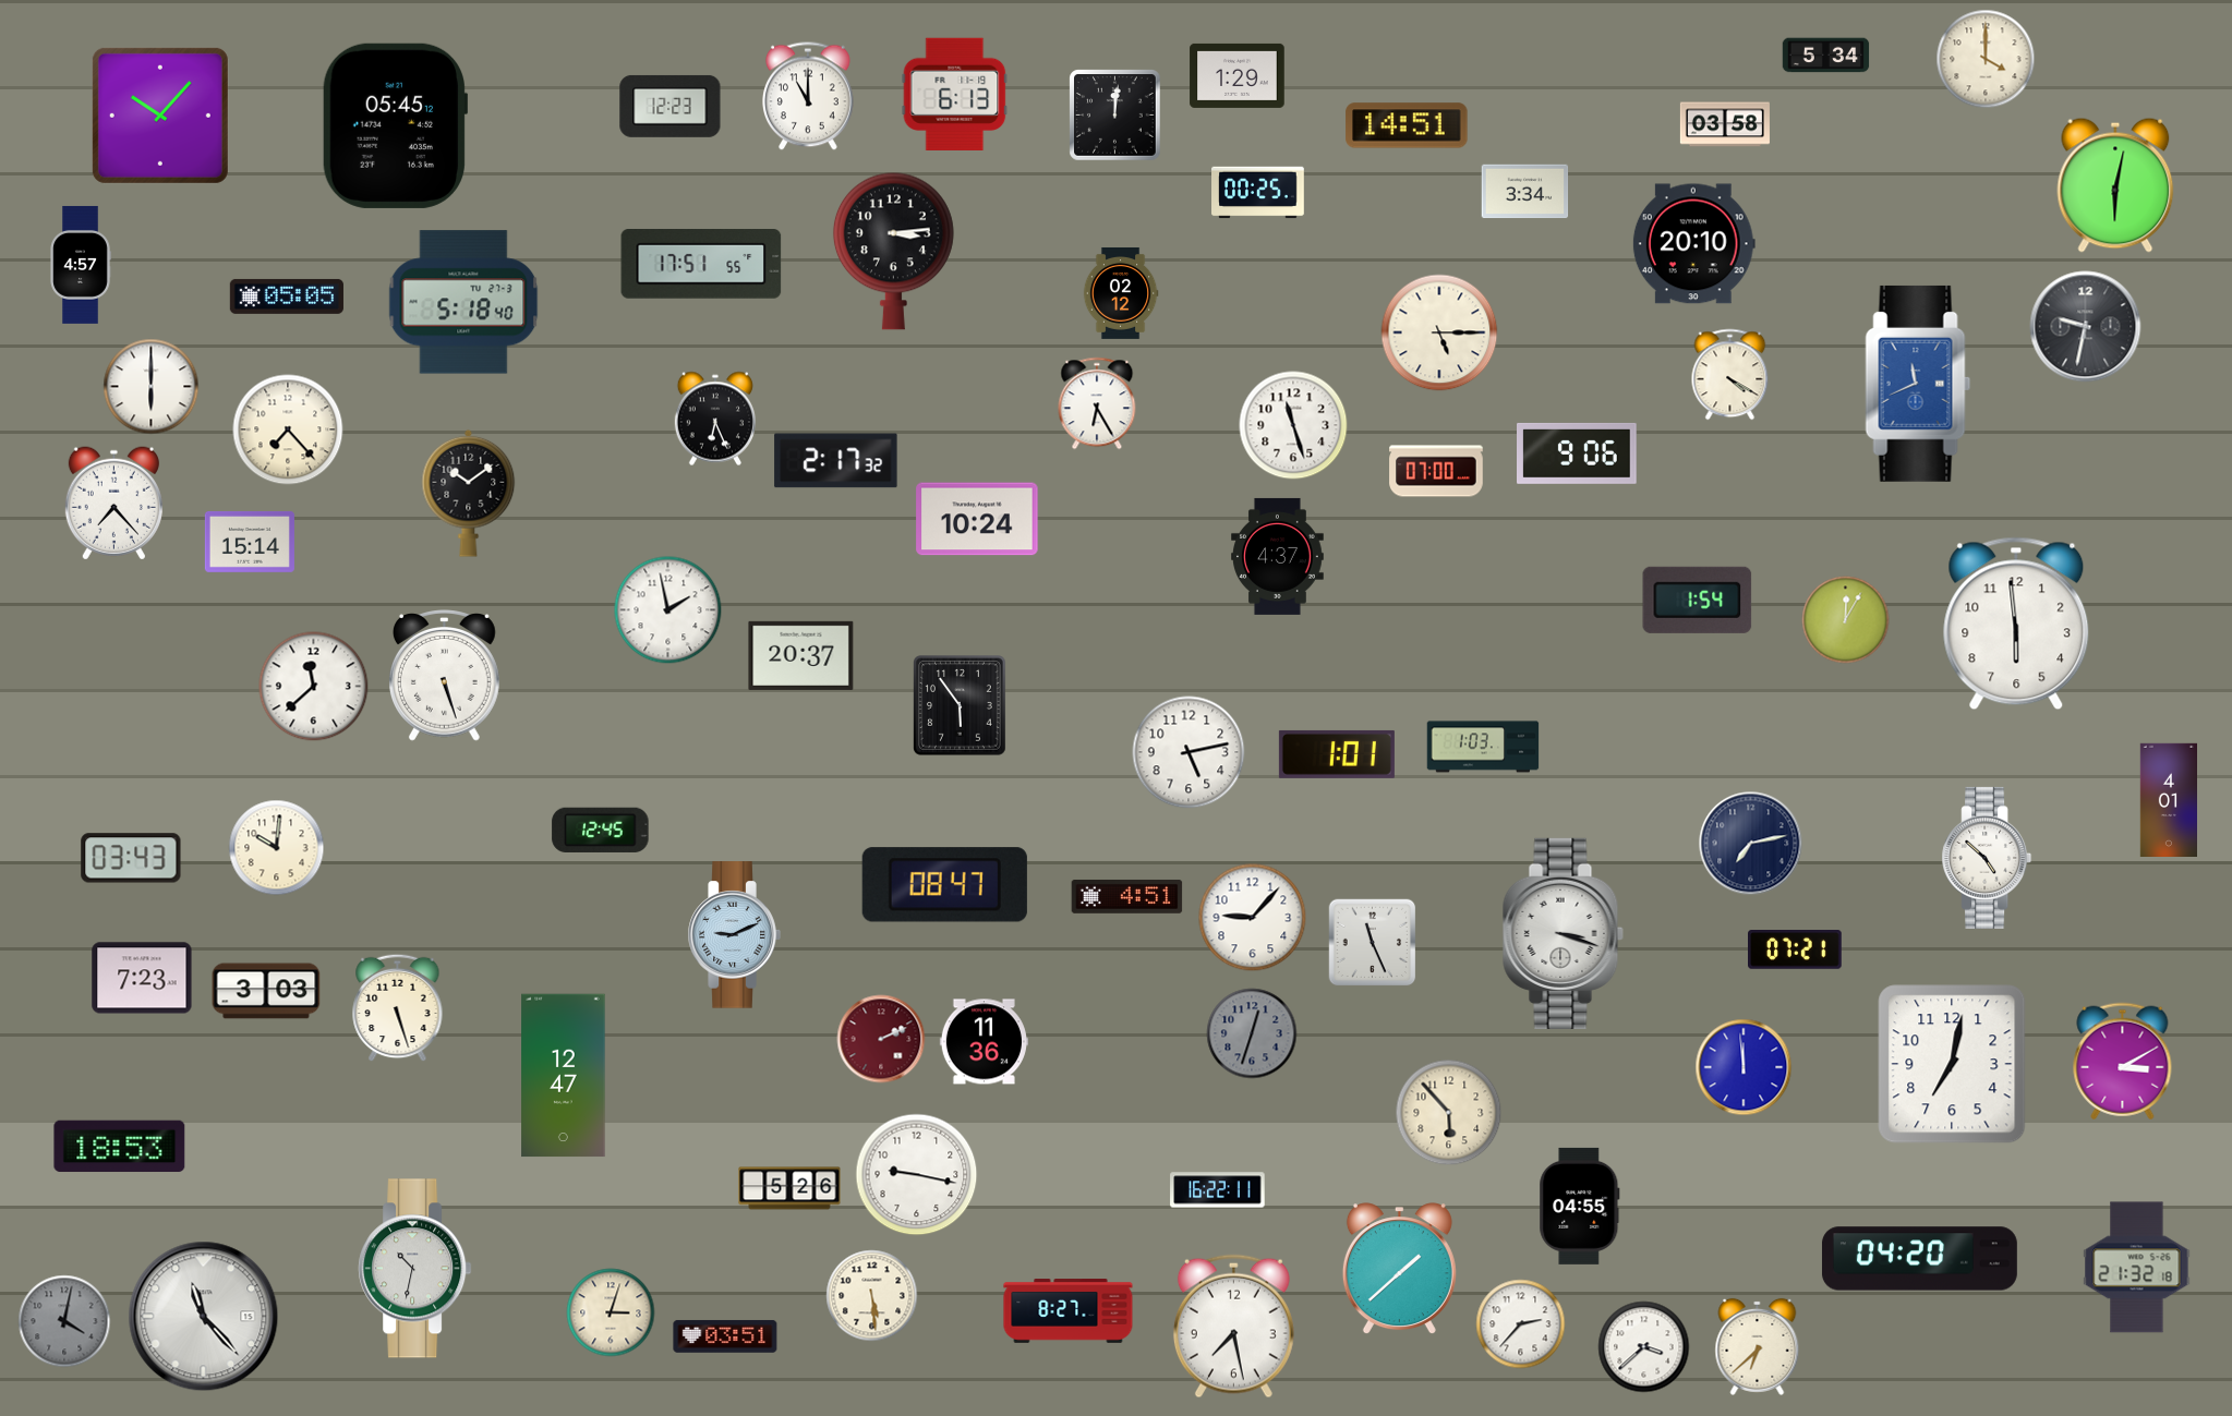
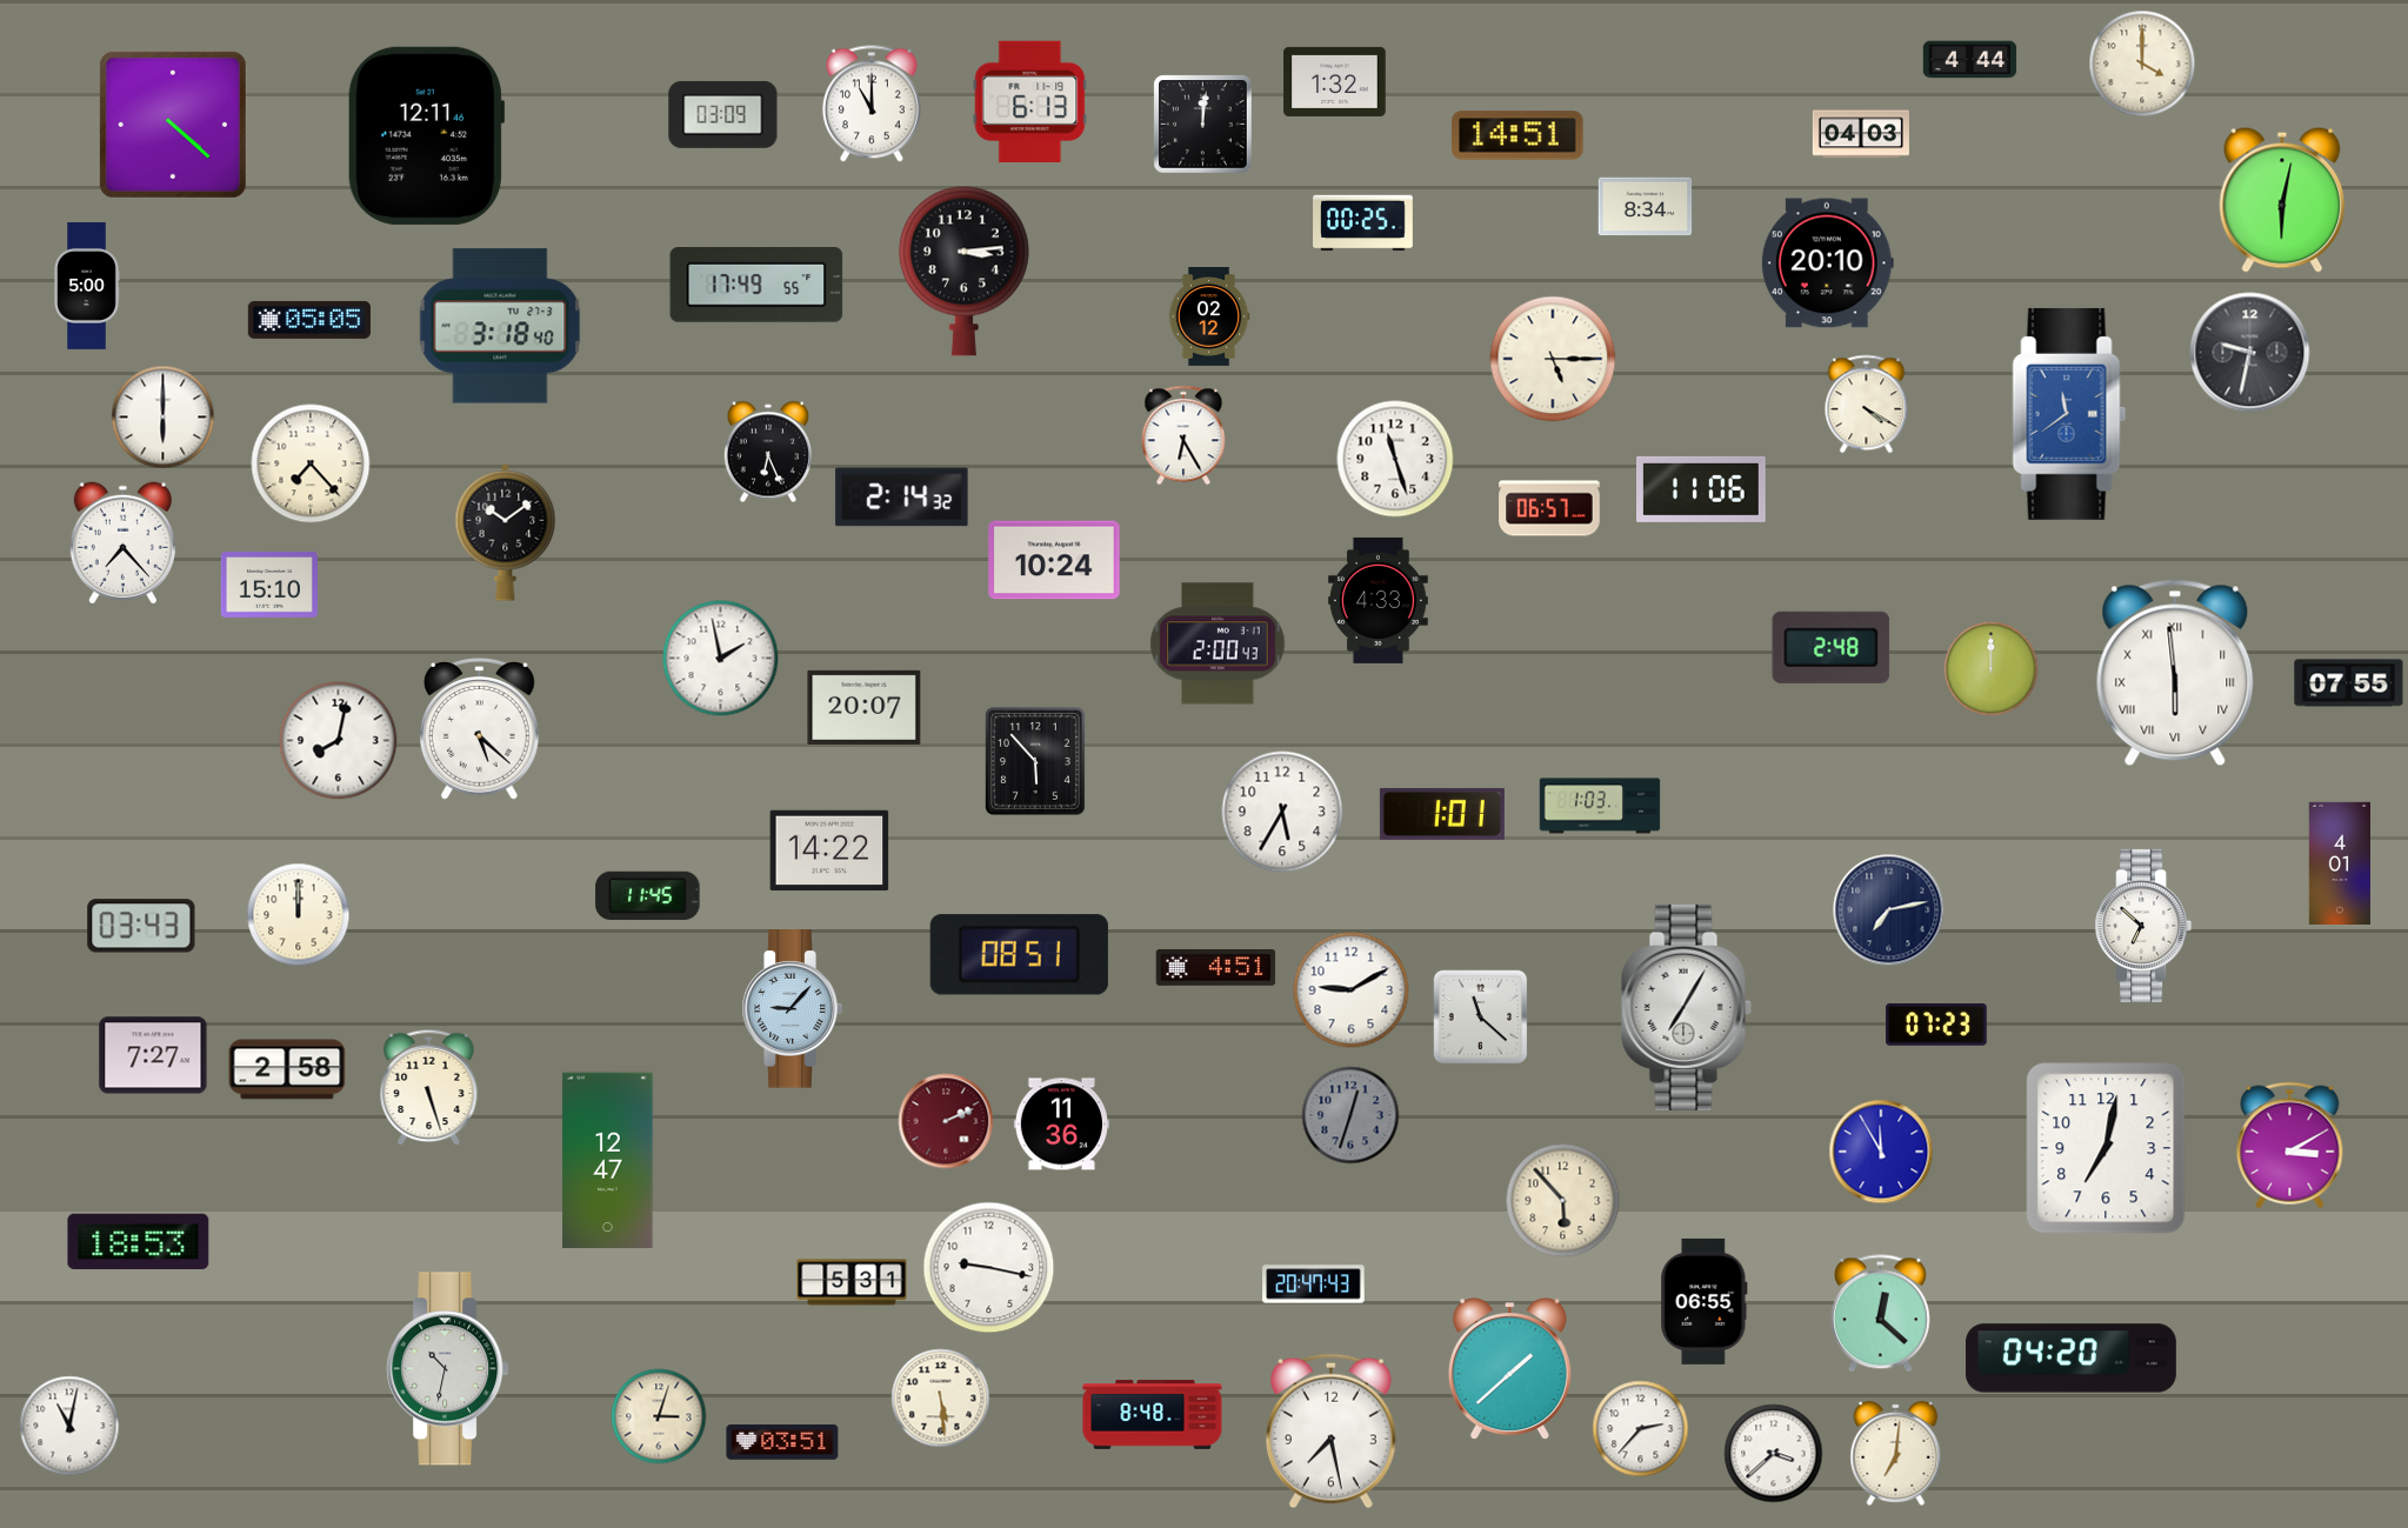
clock at (1826, 56): 5:34 -> 4:44
clock at (1238, 75): 1:29 -> 1:32
clock at (671, 106): 12:23 -> 03:09
clock at (160, 116): 10:07 -> 4:22
clock at (1725, 124): 03:58 -> 04:03
clock at (395, 125): 05:45 -> 12:11
clock at (1525, 192): 3:34 -> 8:34
clock at (1258, 193) position: (1258, 193) -> (1363, 223)
clock at (81, 265): 4:57 -> 5:00
clock at (701, 265): 17:51 -> 17:49
clock at (463, 302): 5:18 -> 3:18
clock at (1918, 384): 11:41 -> 11:39
clock at (715, 419) position: (715, 419) -> (768, 452)
clock at (1577, 453): 9:06 -> 11:06
clock at (836, 461): 2:17 -> 2:14
clock at (1436, 471): 07:00 -> 06:57
clock at (250, 542): 15:14 -> 15:10
clock at (1278, 556): 4:37 -> 4:33
clock at (1218, 643): none -> 2:00
clock at (1698, 600): 1:54 -> 2:48
clock at (1846, 620): 12:05 -> 12:00
clock at (2016, 624) numerals: Arabic -> Roman
clock at (2349, 683): none -> 07:55
clock at (801, 655): 20:37 -> 20:07
clock at (444, 676): 5:27 -> 5:22
clock at (314, 687): 11:38 -> 8:02
clock at (961, 705): 5:54 -> 5:53
clock at (1189, 752): 5:13 -> 5:35
clock at (829, 850): none -> 14:22
clock at (601, 830): 12:45 -> 11:45
clock at (277, 848): 10:01 -> 12:00
clock at (1987, 858): 4:52 -> 6:52
clock at (944, 885): 08:47 -> 08:51
clock at (1253, 918): 9:07 -> 9:10
clock at (1563, 933): 3:18 -> 7:05
clock at (734, 935): 9:11 -> 9:07
clock at (1373, 943): 11:26 -> 11:22
clock at (1796, 951): 07:21 -> 07:23
clock at (142, 978): 7:23 -> 7:27
clock at (266, 991): 3:03 -> 2:58
clock at (881, 1039) position: (881, 1039) -> (946, 1121)
clock at (1744, 1067): 11:59 -> 11:55
clock at (120, 1147) position: (120, 1147) -> (139, 1242)
clock at (789, 1188): 5:26 -> 5:31
clock at (1218, 1190): 16:22 -> 20:47
clock at (1580, 1206): 04:55 -> 06:55
clock at (1880, 1314): none -> 12:22
clock at (2137, 1268): 21:32 -> none
clock at (1069, 1311): 8:27 -> 8:48
clock at (204, 1317): 11:23 -> none
clock at (64, 1321): 4:02 -> 11:02
clock at (64, 1321) dial: grey -> white
clock at (1758, 1346): 6:38 -> 7:01
